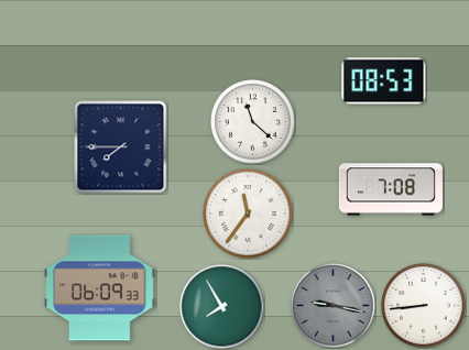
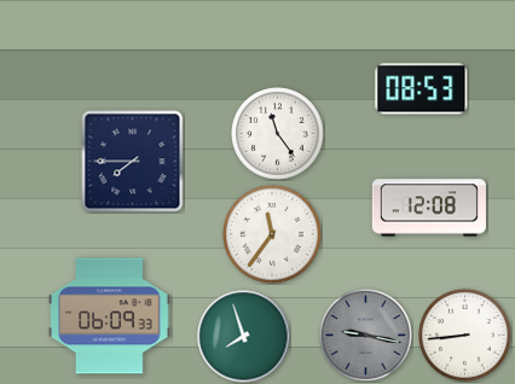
clock at (253, 122): 11:22 -> 11:24
clock at (391, 189): 7:08 -> 12:08
clock at (222, 307): 7:55 -> 7:57
